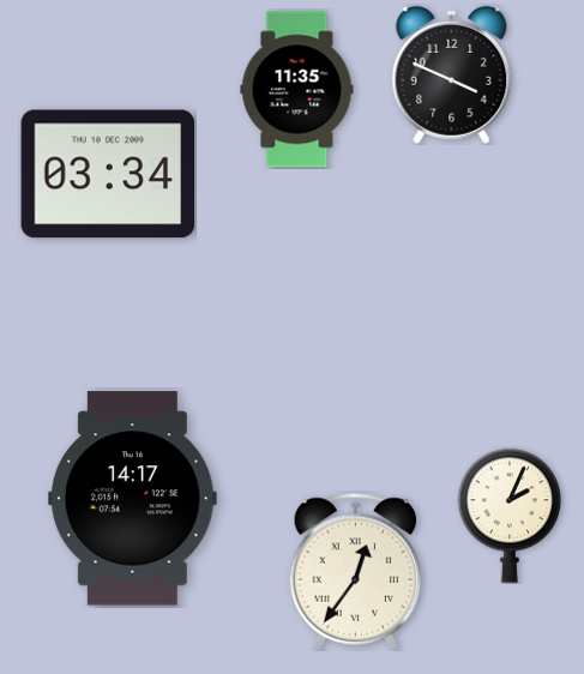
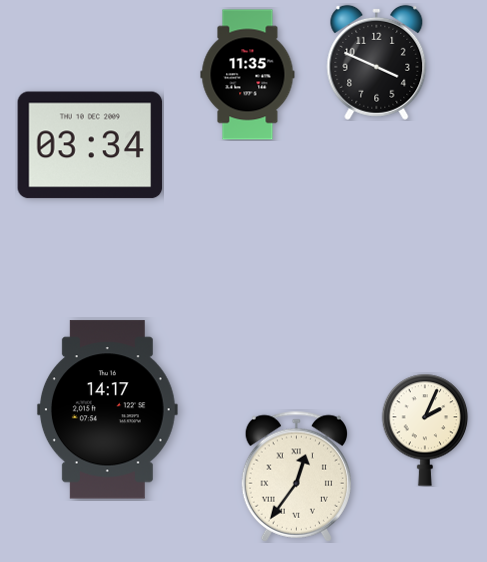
clock at (132, 499) position: (132, 499) -> (107, 410)
